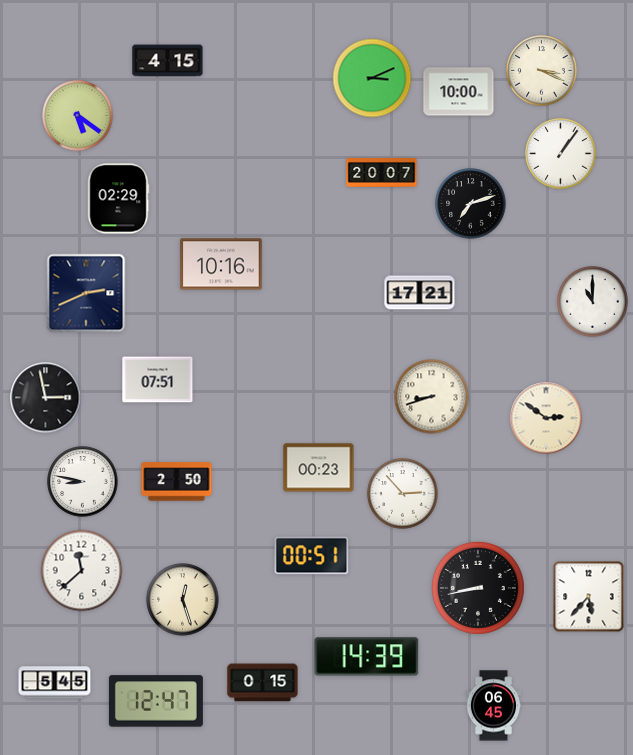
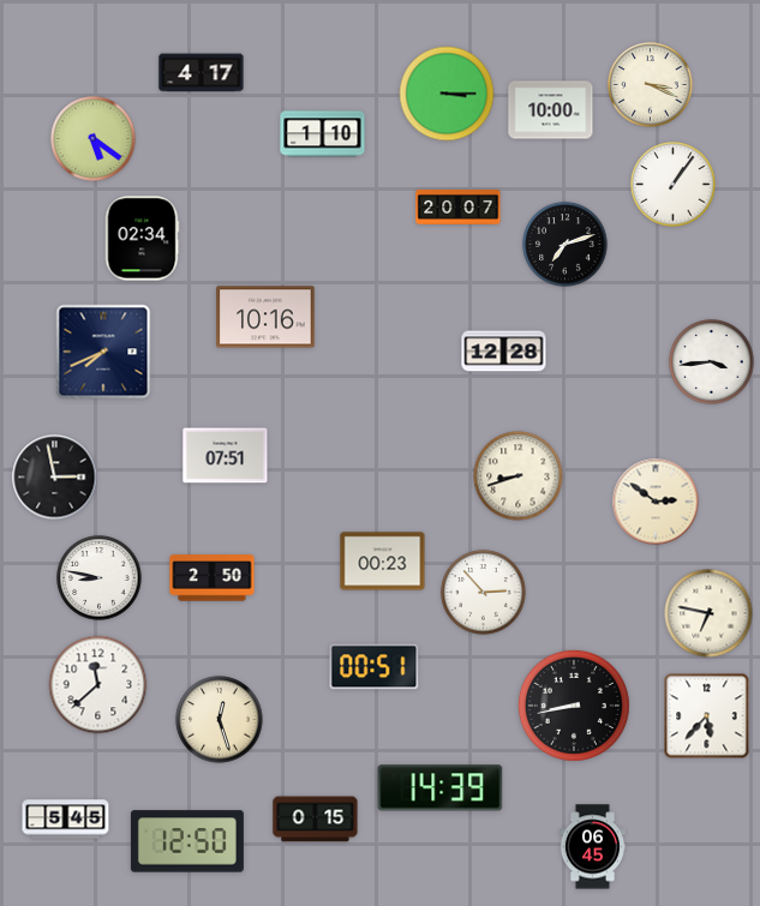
clock at (168, 61): 4:15 -> 4:17
clock at (372, 78): 3:11 -> 3:15
clock at (323, 134): none -> 1:10
clock at (118, 199): 02:29 -> 02:34
clock at (86, 293): 2:41 -> 7:41
clock at (420, 293): 17:21 -> 12:28
clock at (593, 302): 11:00 -> 3:44
clock at (158, 380) position: (158, 380) -> (226, 456)
clock at (708, 613): none -> 6:47
clock at (156, 701): 12:47 -> 12:50
